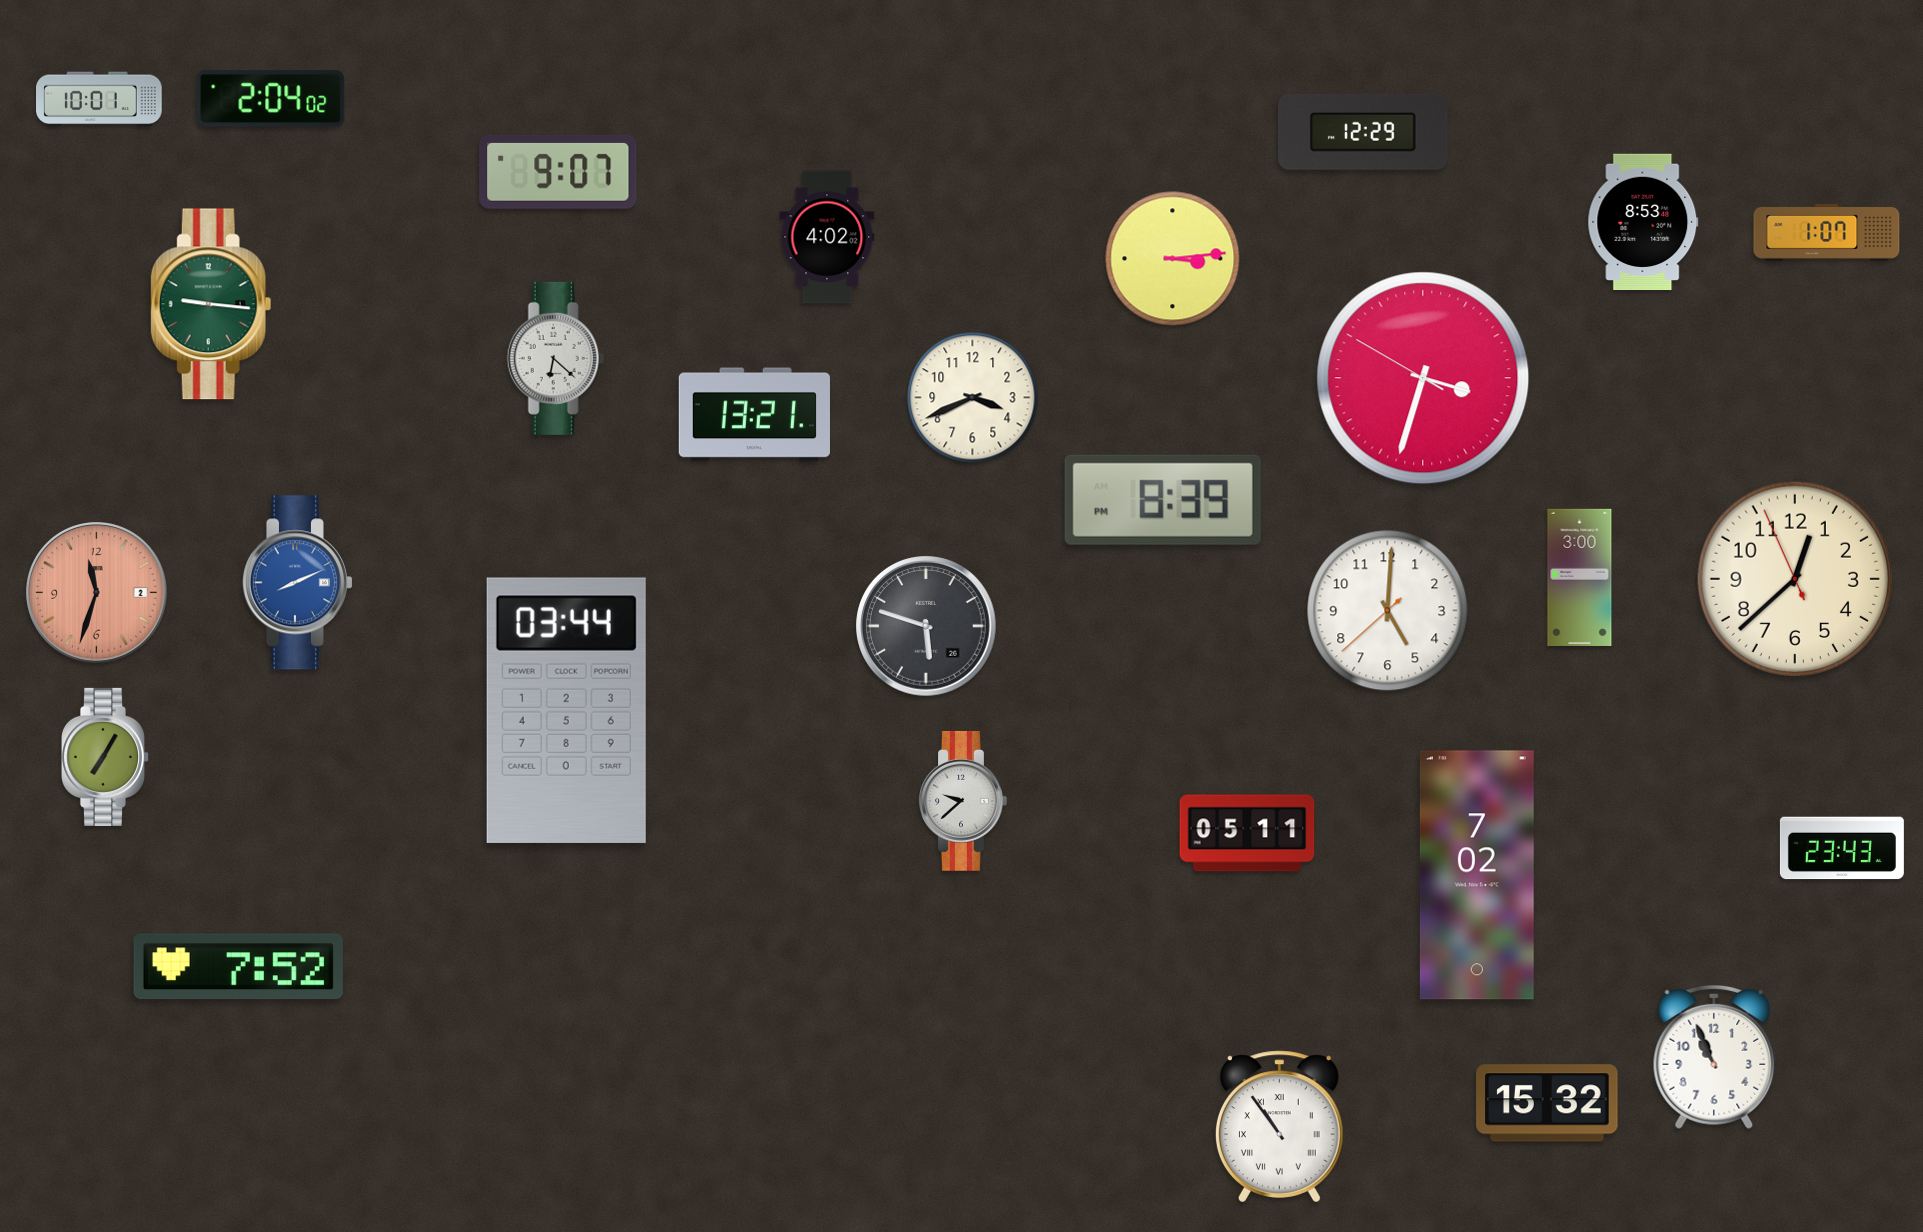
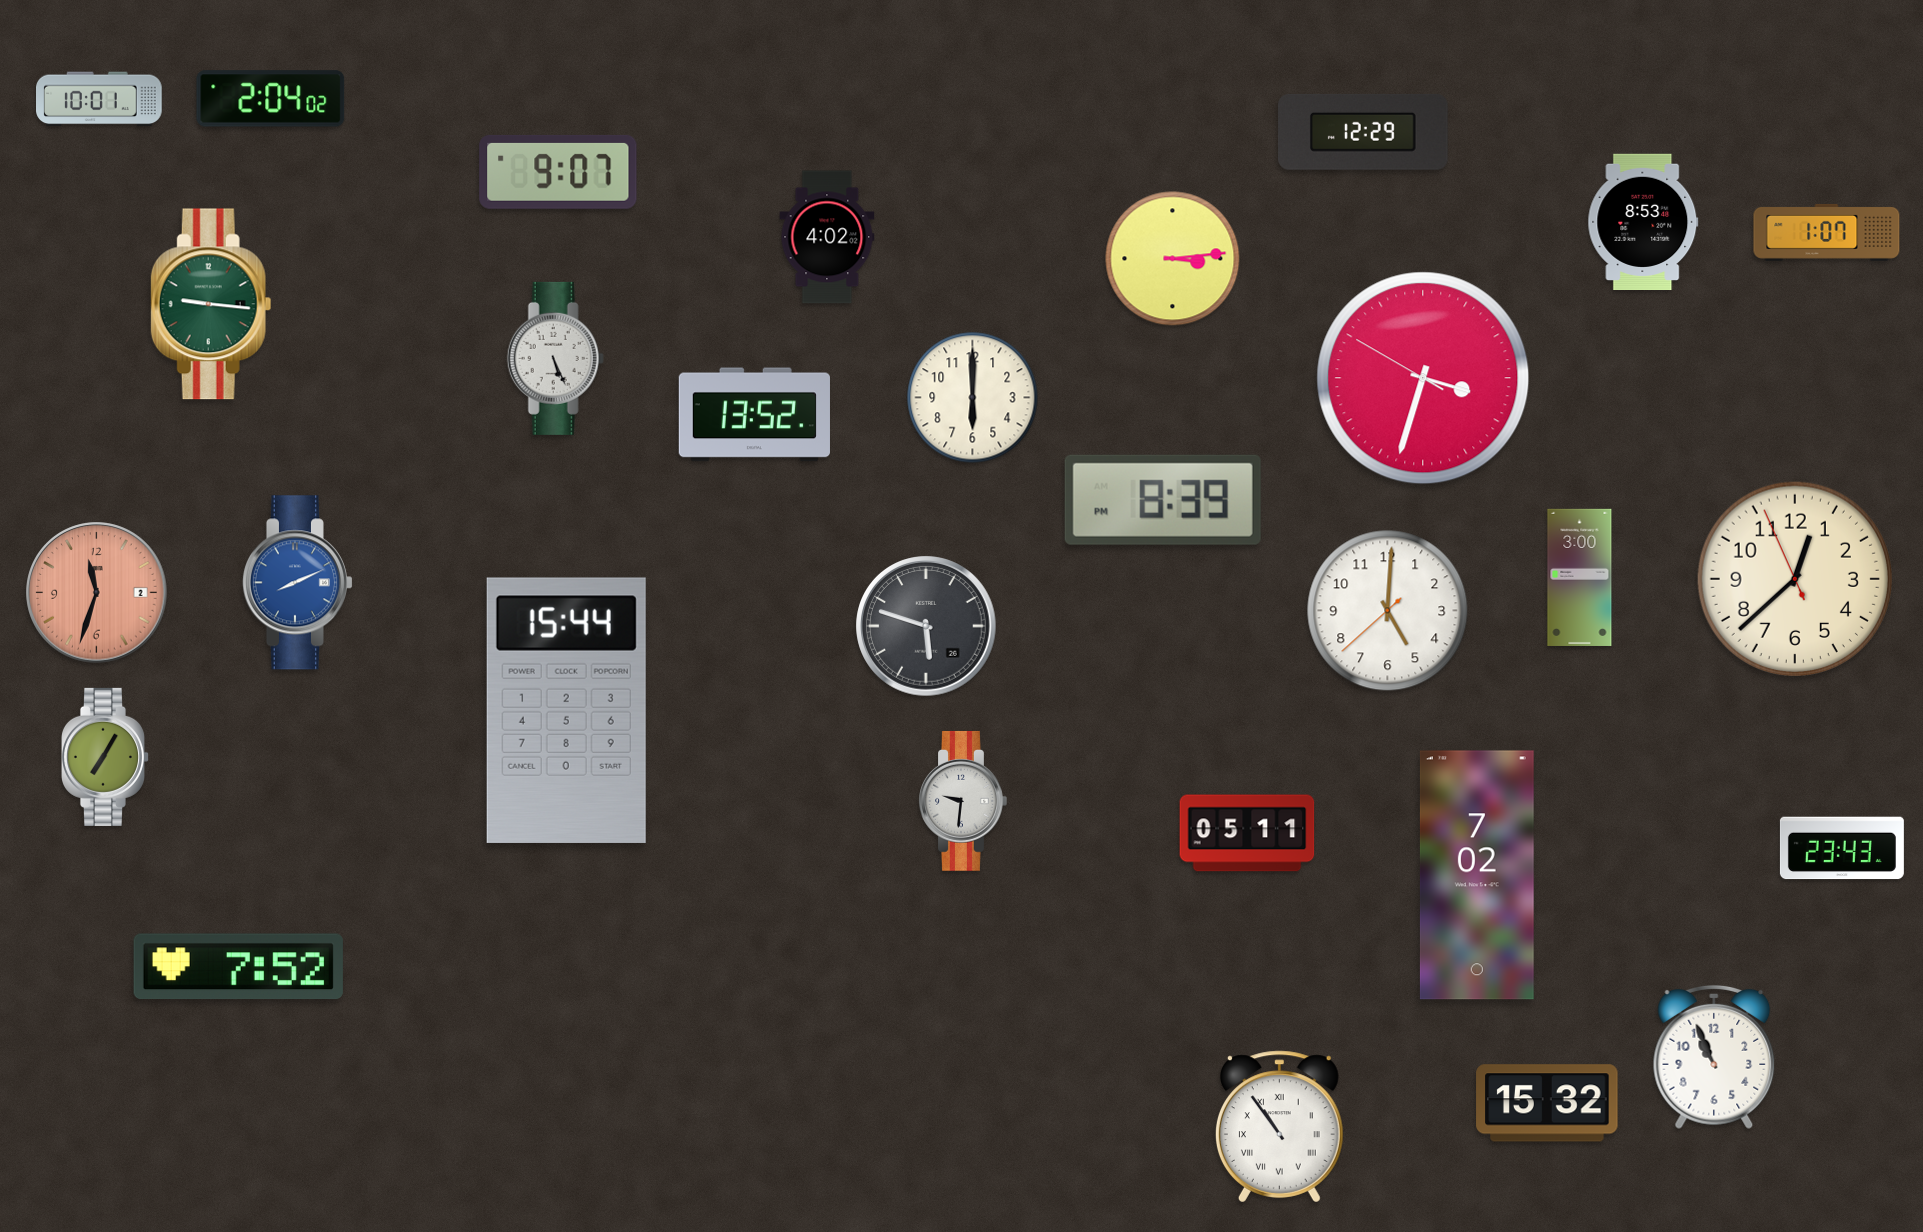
clock at (555, 358): 6:22 -> 5:26
clock at (973, 398): 3:41 -> 6:00
clock at (754, 415): 13:21 -> 13:52
clock at (566, 710): 03:44 -> 15:44
clock at (963, 801): 9:38 -> 9:31
